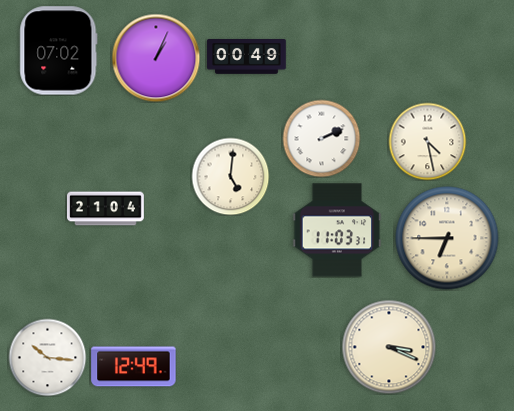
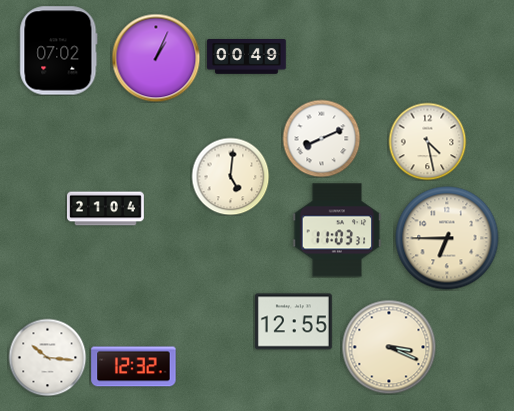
clock at (321, 138): 2:11 -> 8:11
clock at (293, 322): none -> 12:55
clock at (134, 367): 12:49 -> 12:32
